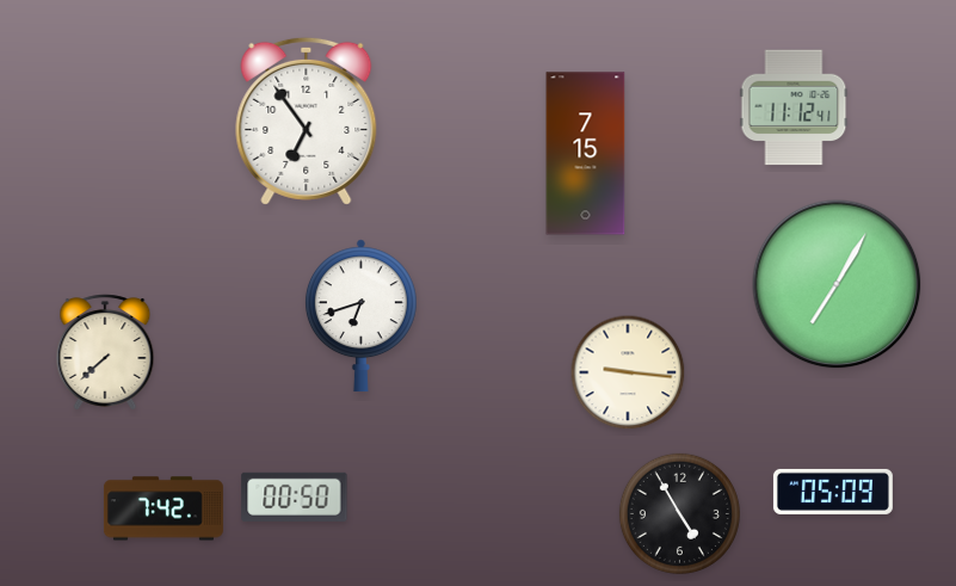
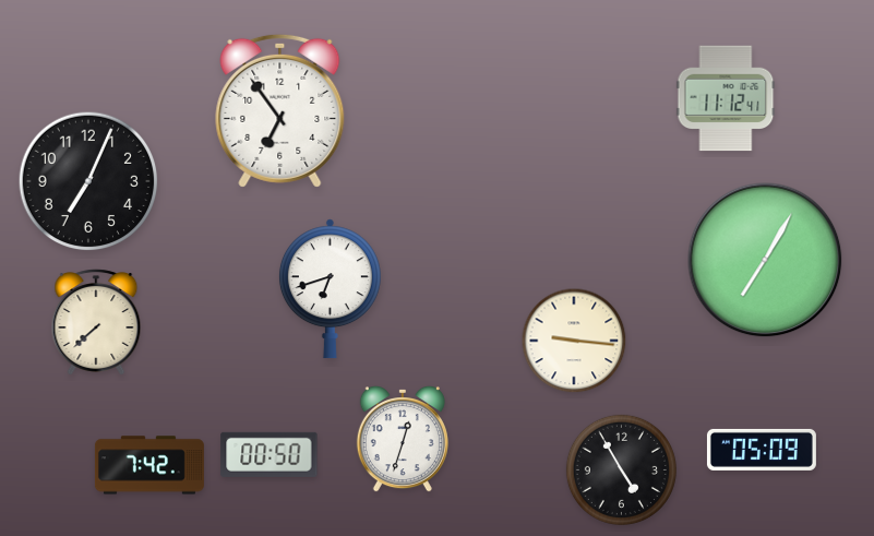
clock at (586, 154): 7:15 -> none
clock at (88, 181): none -> 7:04
clock at (403, 439): none -> 12:33
